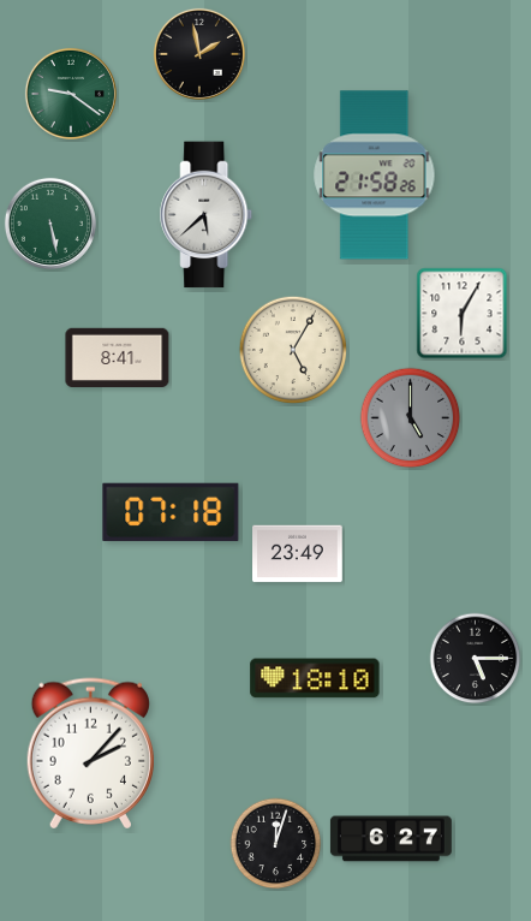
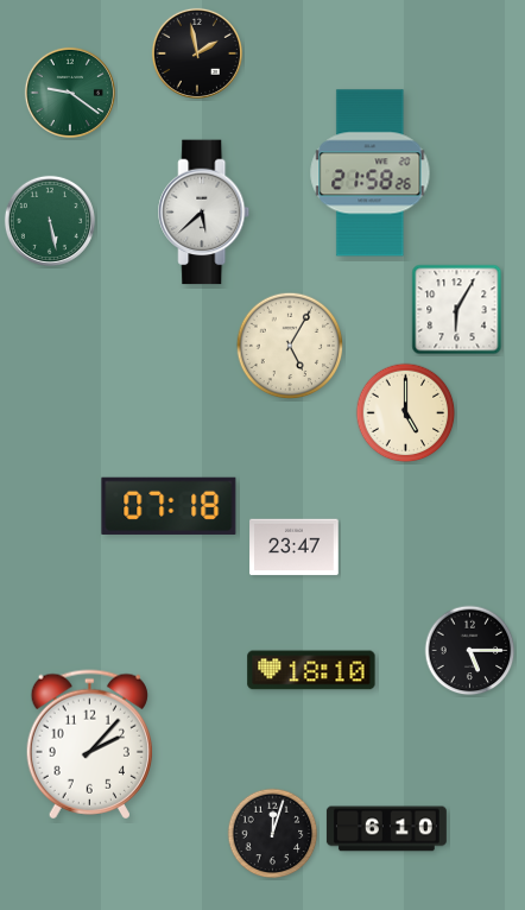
clock at (118, 357): 8:41 -> none
clock at (411, 418) dial: grey -> cream
clock at (298, 554): 23:49 -> 23:47
clock at (390, 839): 6:27 -> 6:10
